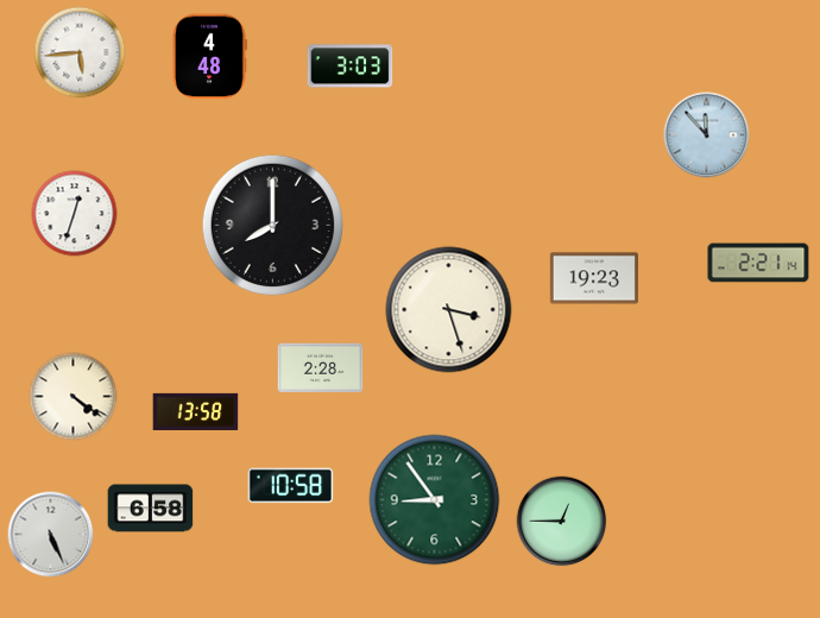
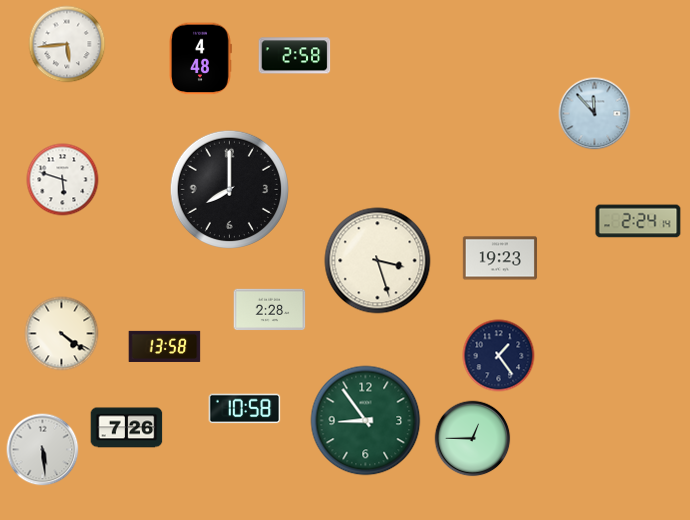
clock at (209, 57) position: (209, 57) -> (200, 59)
clock at (351, 67): 3:03 -> 2:58
clock at (75, 214): 12:33 -> 5:48
clock at (758, 263): 2:21 -> 2:24
clock at (594, 278) position: (594, 278) -> (500, 258)
clock at (499, 356): none -> 1:24
clock at (151, 509): 6:58 -> 7:26
clock at (51, 535): 5:26 -> 5:29
